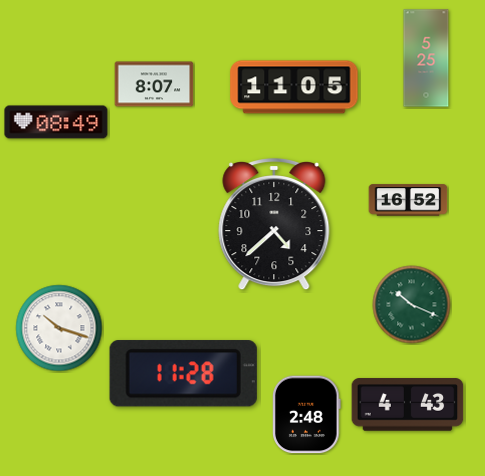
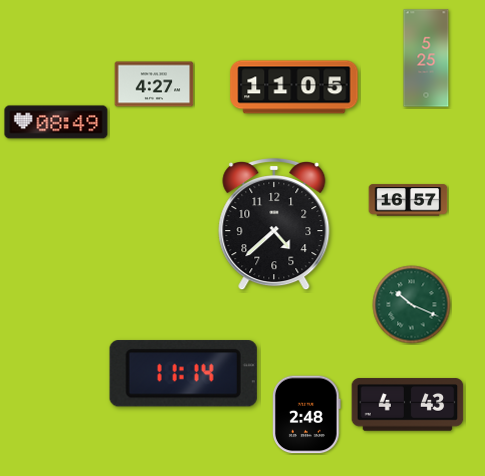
clock at (154, 84): 8:07 -> 4:27
clock at (408, 200): 16:52 -> 16:57
clock at (59, 328): 10:18 -> none
clock at (183, 374): 11:28 -> 11:14
